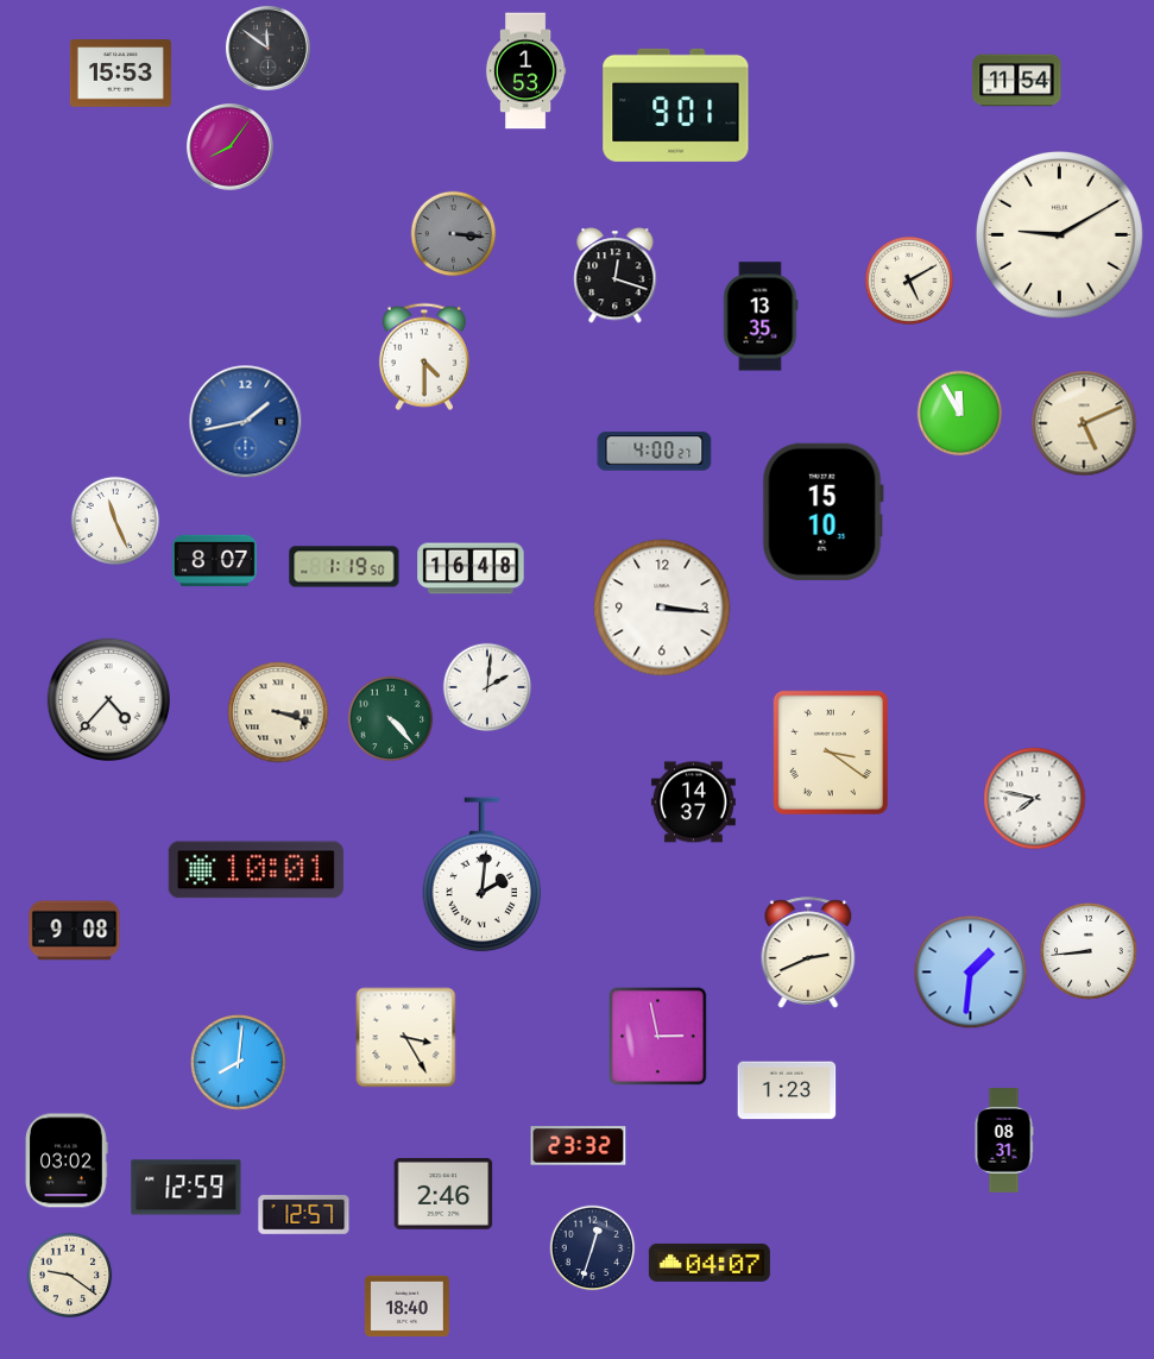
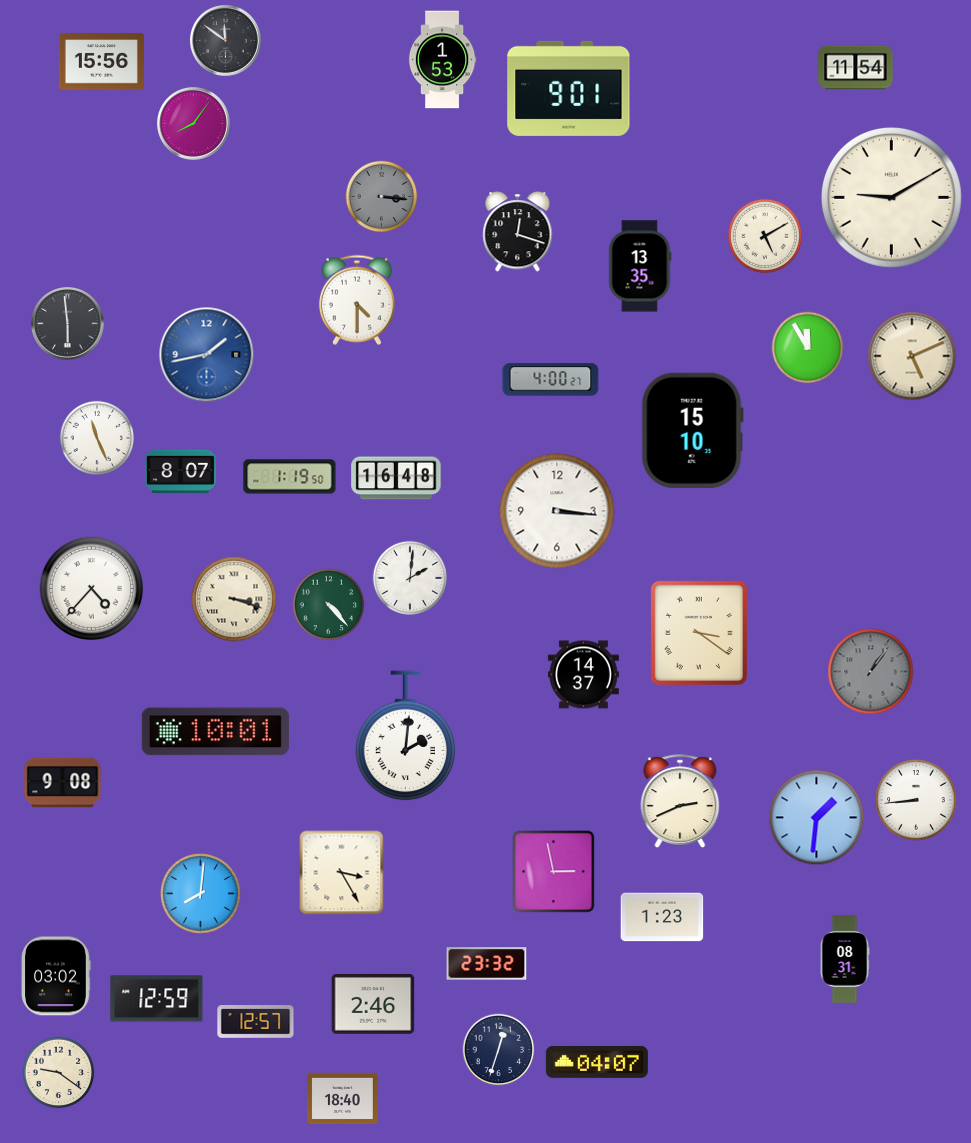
clock at (120, 74): 15:53 -> 15:56
clock at (68, 324): none -> 5:59
clock at (1035, 799): 7:47 -> 1:06
clock at (1035, 799) dial: white -> grey
